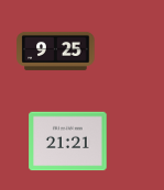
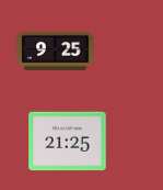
clock at (68, 142): 21:21 -> 21:25
